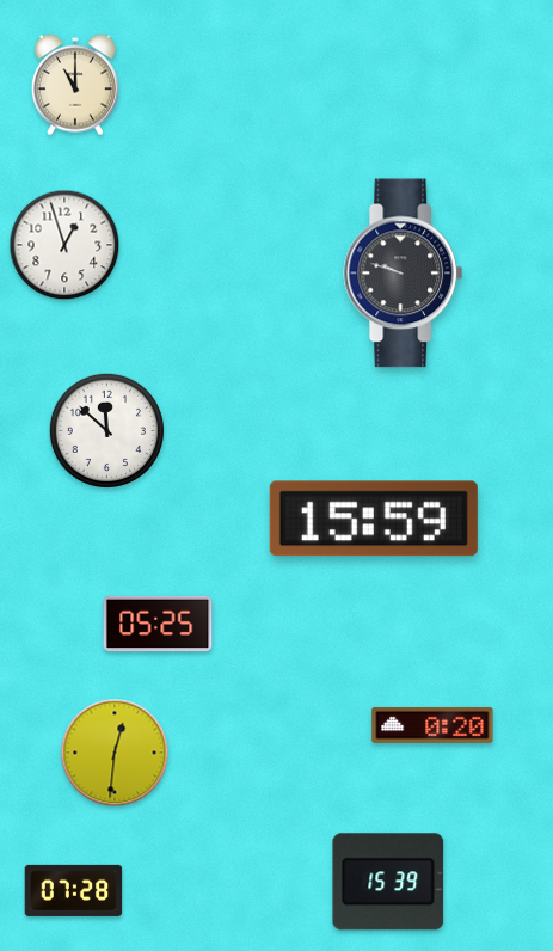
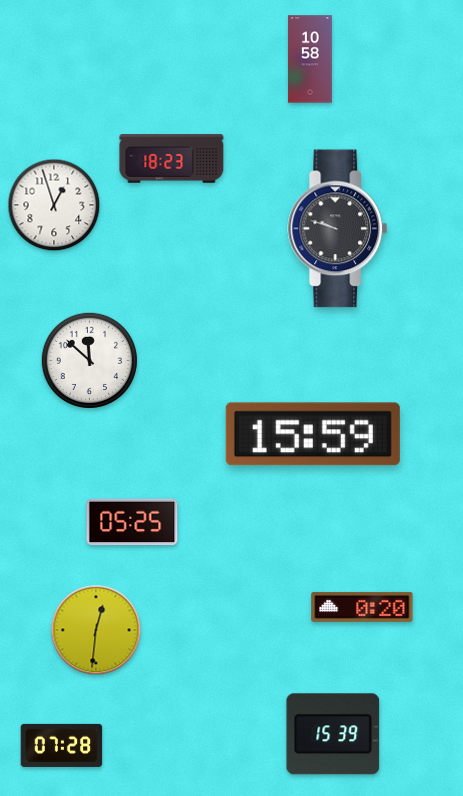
clock at (310, 59): none -> 10:58
clock at (75, 85): 11:00 -> none
clock at (172, 159): none -> 18:23
clock at (388, 882) position: (388, 882) -> (333, 734)
